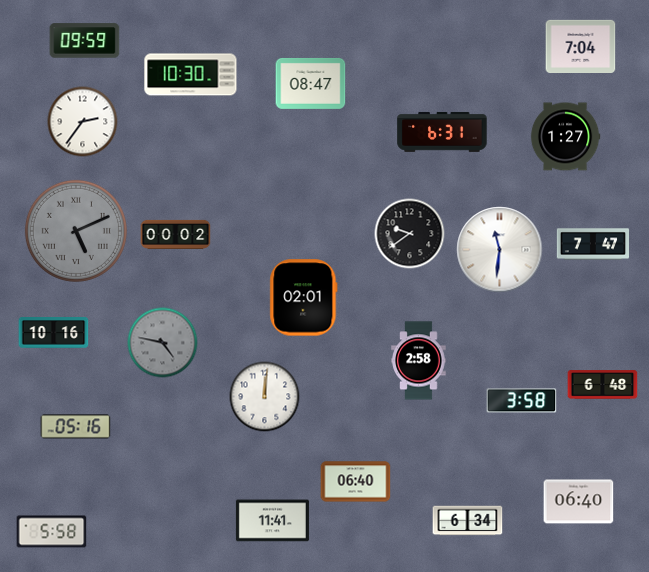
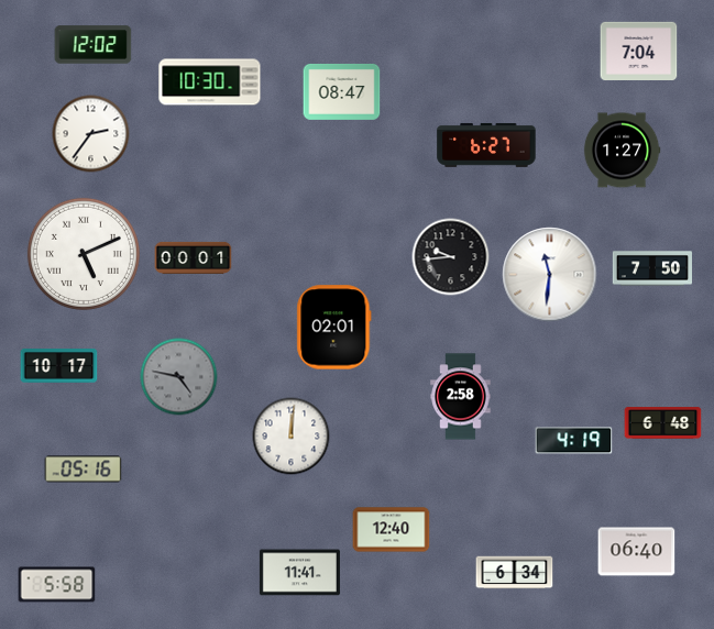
clock at (85, 41): 09:59 -> 12:02
clock at (442, 132): 6:31 -> 6:27
clock at (76, 231) dial: grey -> white
clock at (176, 234): 00:02 -> 00:01
clock at (410, 234): 9:39 -> 9:44
clock at (592, 244): 7:47 -> 7:50
clock at (54, 333): 10:16 -> 10:17
clock at (522, 401): 3:58 -> 4:19
clock at (356, 482): 06:40 -> 12:40
